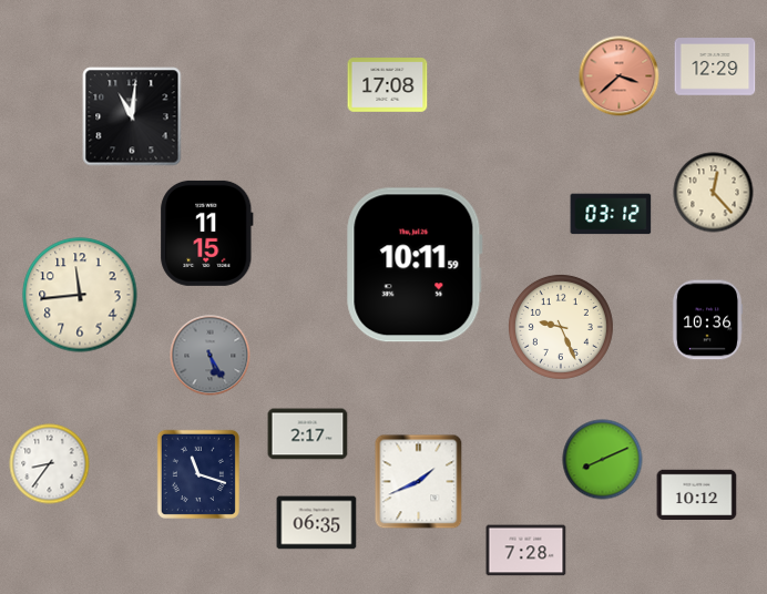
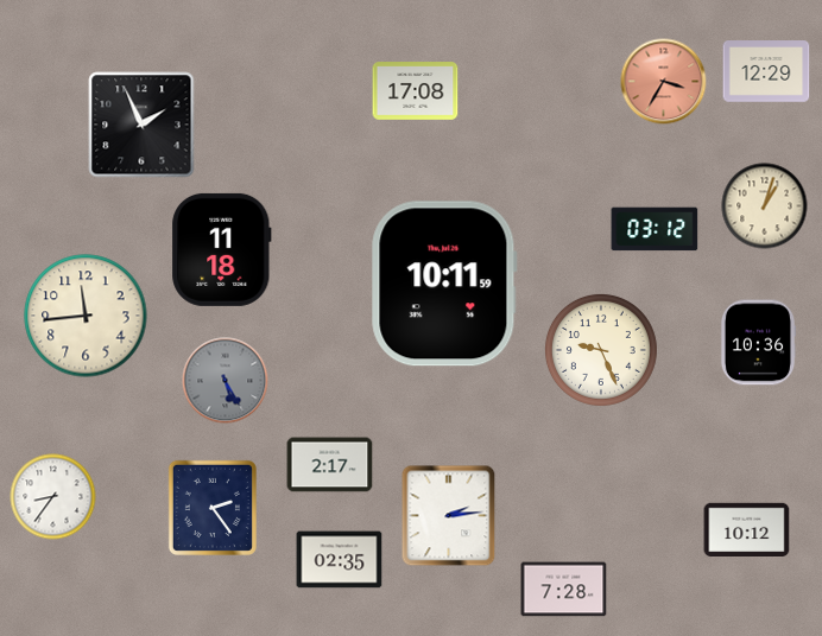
clock at (620, 76): 3:38 -> 3:35
clock at (132, 116): 11:01 -> 1:56
clock at (714, 193): 12:23 -> 1:03
clock at (207, 233): 11:15 -> 11:18
clock at (603, 460): 8:11 -> none
clock at (198, 474): 11:18 -> 2:24
clock at (419, 482): 1:41 -> 2:14
clock at (317, 523): 06:35 -> 02:35
